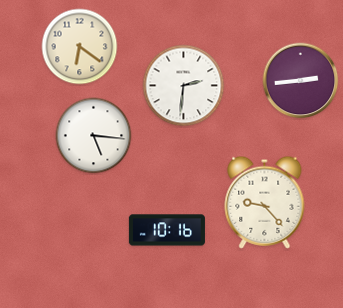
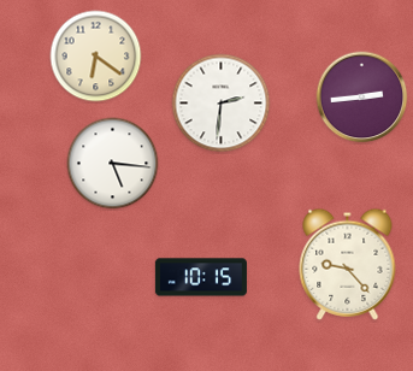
clock at (265, 202) position: (265, 202) -> (348, 264)
clock at (167, 230): 10:16 -> 10:15
